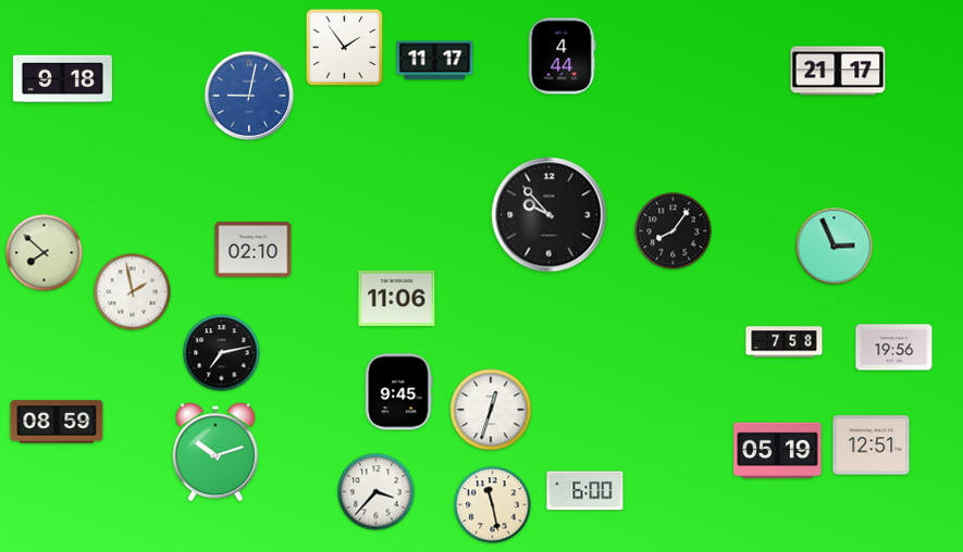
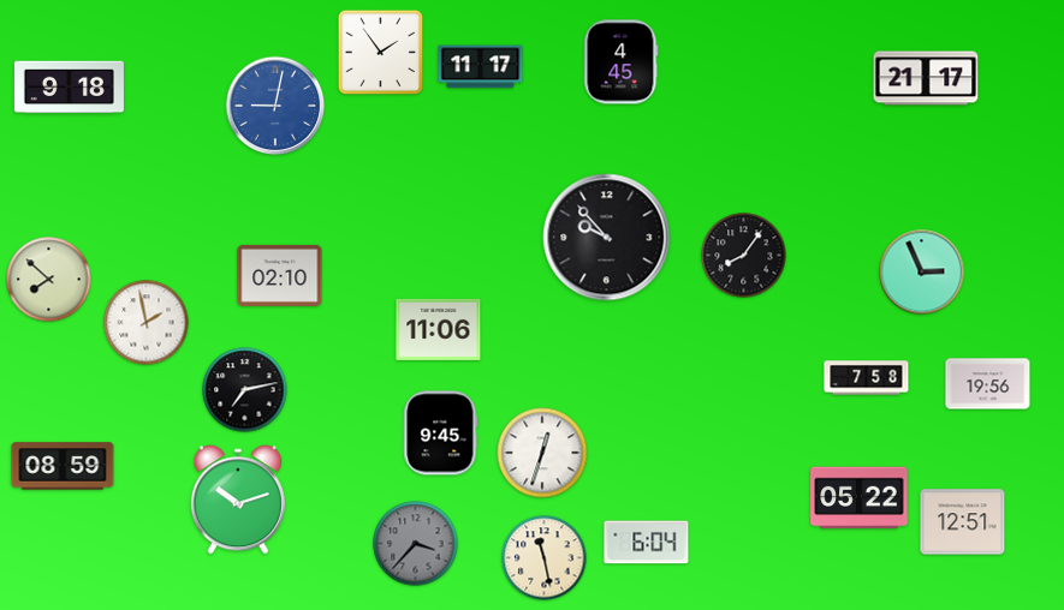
clock at (563, 57): 4:44 -> 4:45
clock at (872, 446) position: (872, 446) -> (963, 522)
clock at (778, 451): 05:19 -> 05:22
clock at (585, 491): 6:00 -> 6:04
clock at (376, 492) dial: white -> grey
